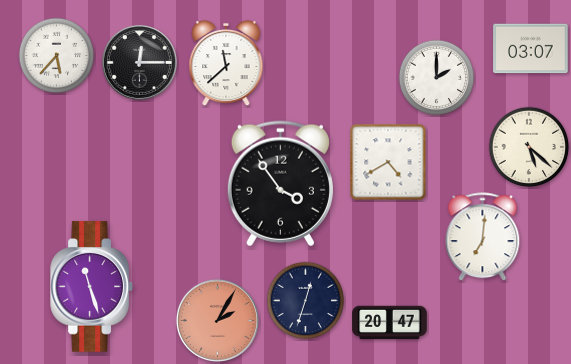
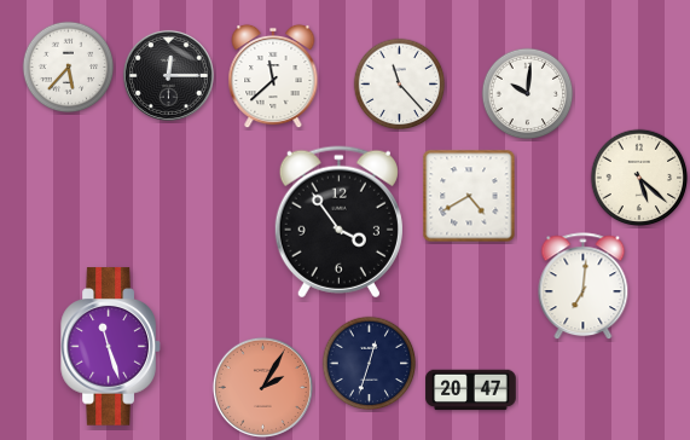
clock at (531, 49): 03:07 -> none
clock at (400, 85): none -> 11:23
clock at (437, 78): 2:00 -> 10:01
